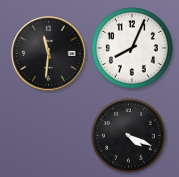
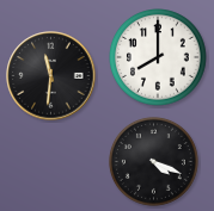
clock at (133, 49): 8:04 -> 8:00
clock at (49, 54) position: (49, 54) -> (51, 76)
